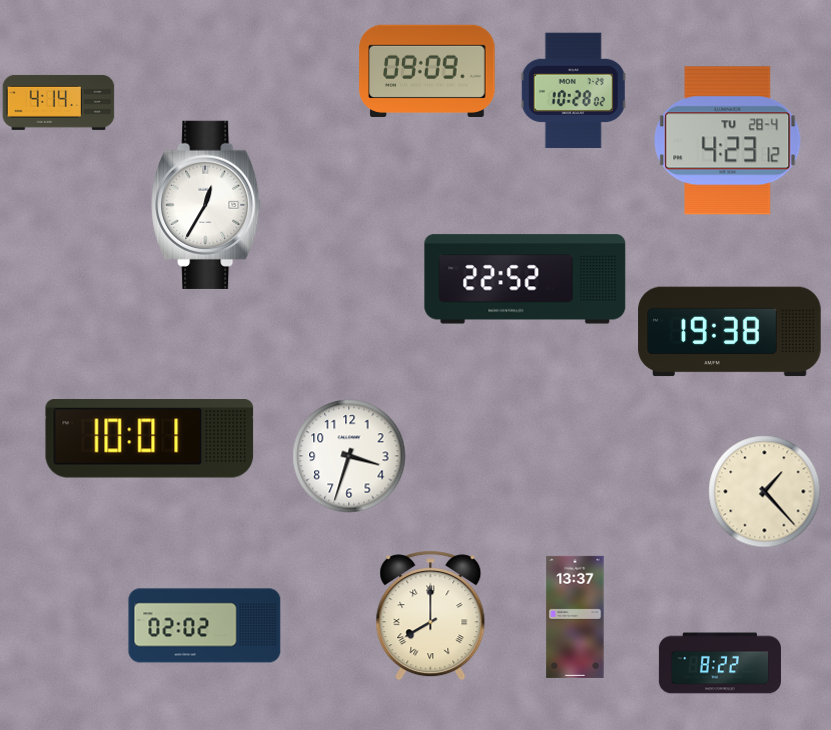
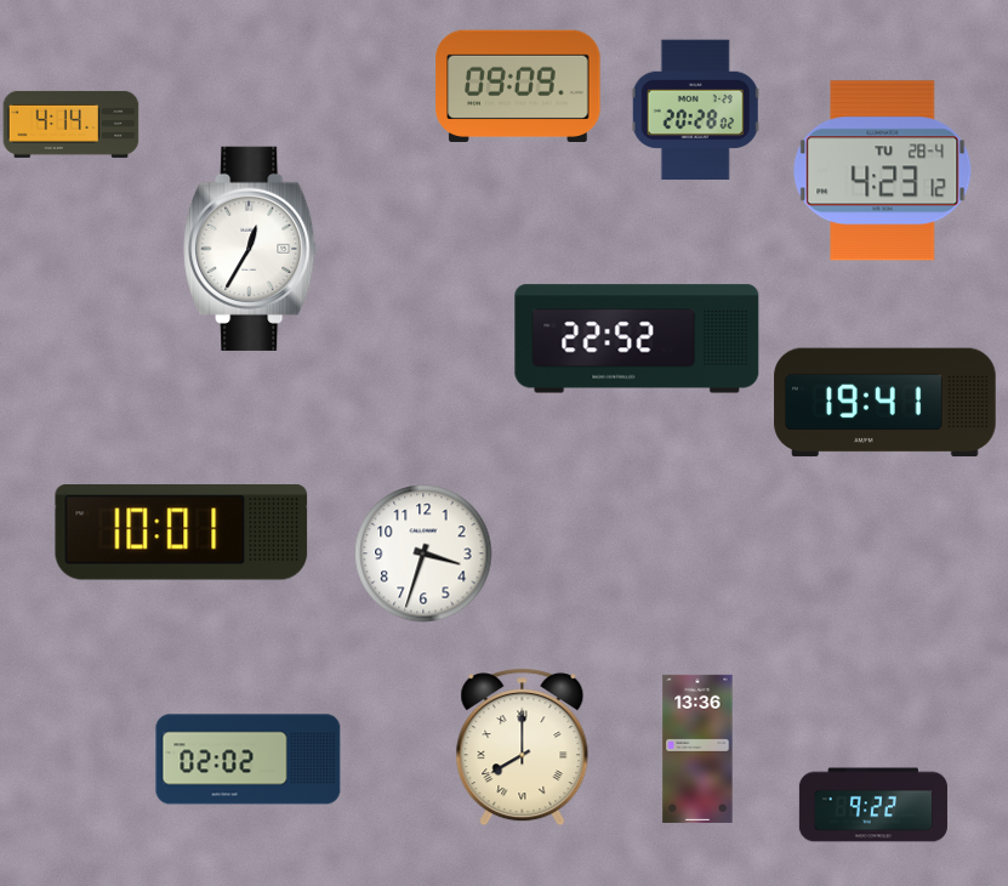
clock at (574, 91): 10:28 -> 20:28
clock at (730, 332): 19:38 -> 19:41
clock at (765, 492): 1:23 -> none
clock at (575, 617): 13:37 -> 13:36
clock at (720, 663): 8:22 -> 9:22
